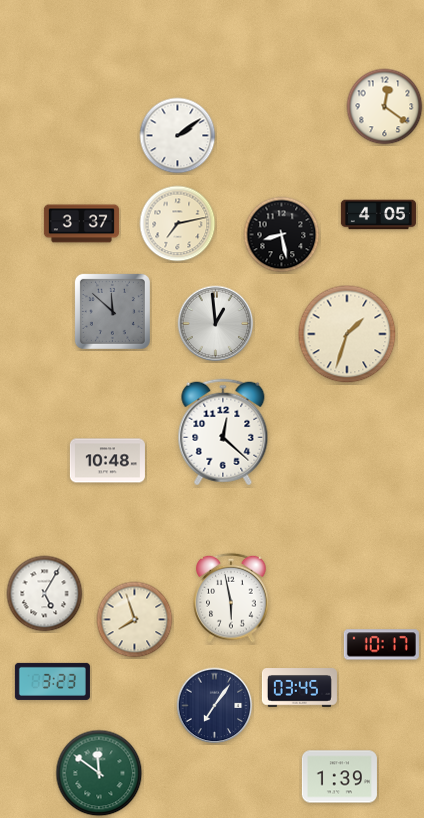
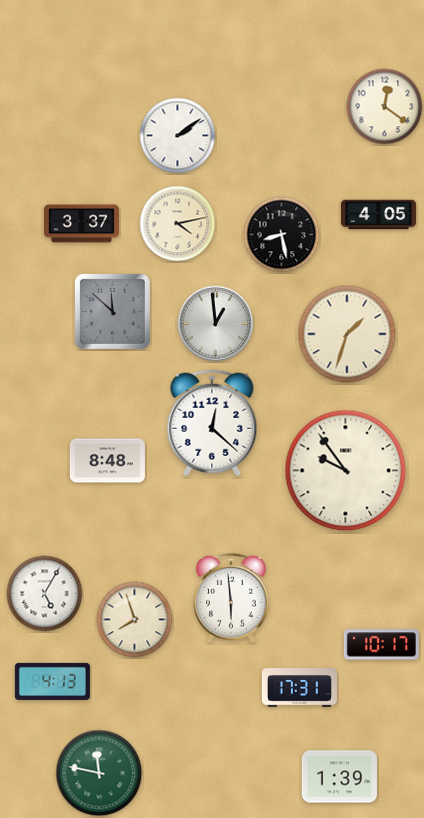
clock at (178, 224): 7:13 -> 4:13
clock at (223, 432) position: (223, 432) -> (212, 423)
clock at (107, 461): 10:48 -> 8:48
clock at (346, 471): none -> 9:54
clock at (231, 598): 5:58 -> 5:59
clock at (52, 681): 3:23 -> 4:13
clock at (299, 688): 03:45 -> 17:31
clock at (215, 706): 7:06 -> none
clock at (99, 773): 11:51 -> 11:47
